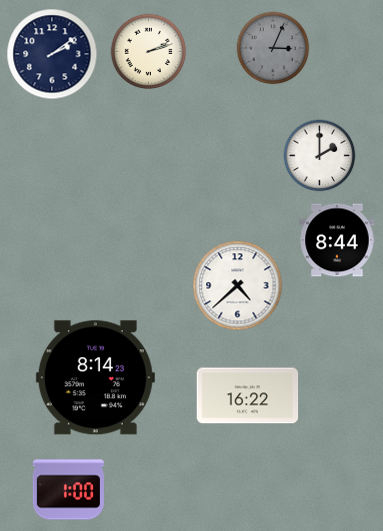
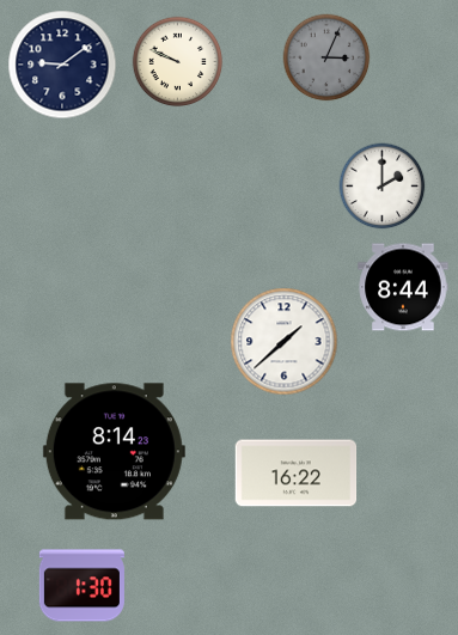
clock at (149, 52): 2:12 -> 9:49
clock at (52, 54): 2:09 -> 9:09
clock at (238, 286): 4:38 -> 1:38
clock at (68, 490): 1:00 -> 1:30
